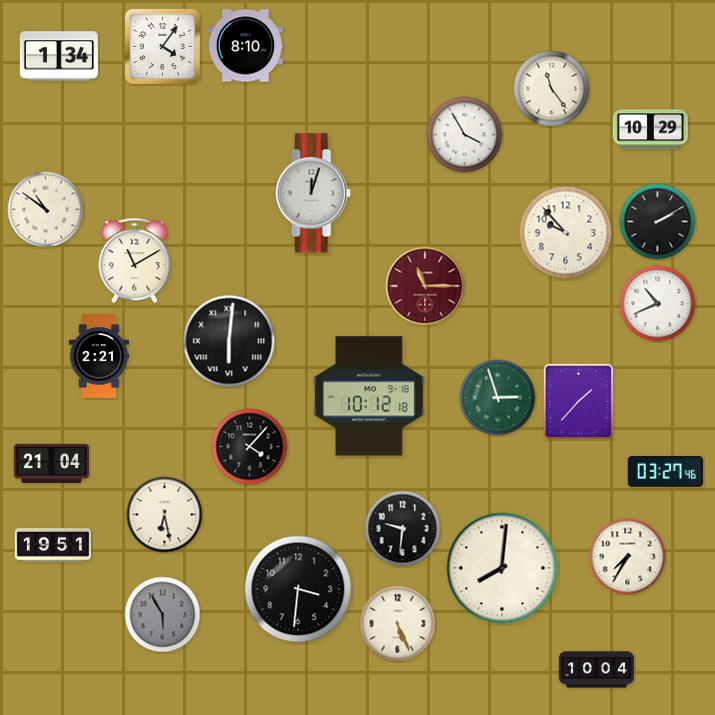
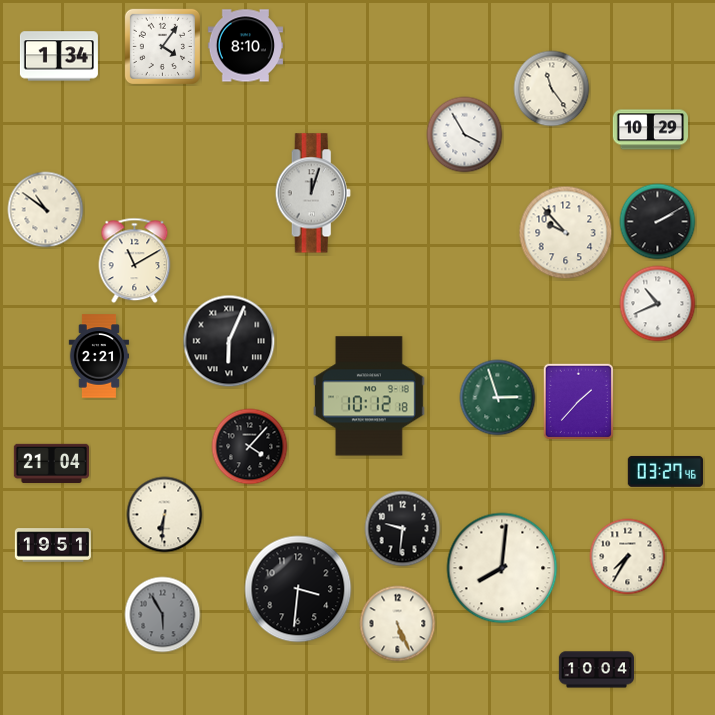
clock at (425, 286): 11:15 -> none
clock at (229, 341): 6:01 -> 6:04
clock at (165, 515): 6:28 -> 6:31
